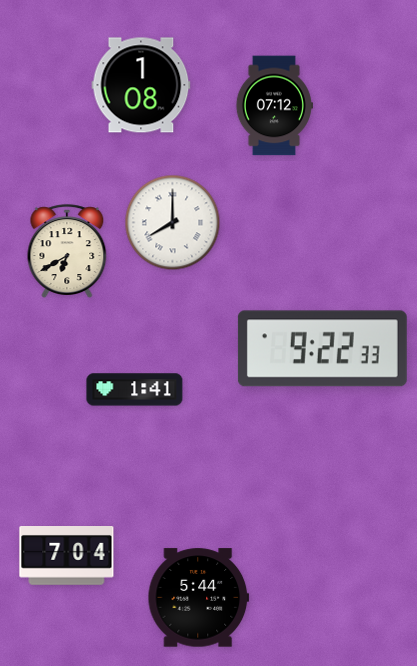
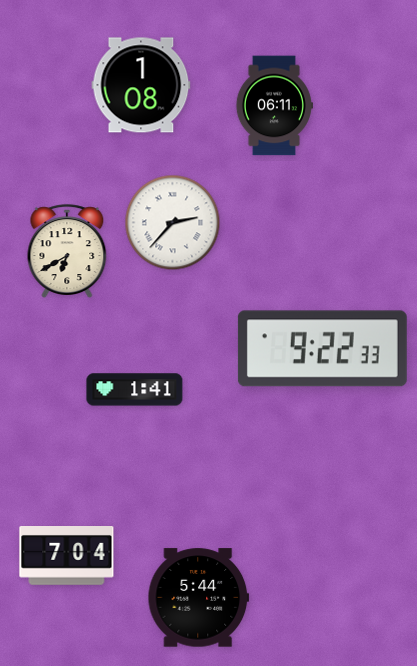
clock at (274, 106): 07:12 -> 06:11
clock at (173, 223): 8:00 -> 2:37
